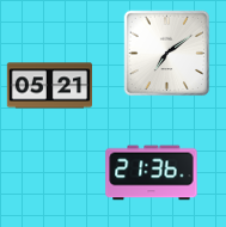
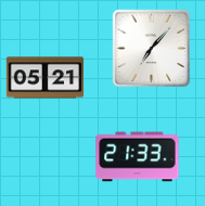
clock at (167, 54): 7:09 -> 7:07
clock at (152, 173): 21:36 -> 21:33
